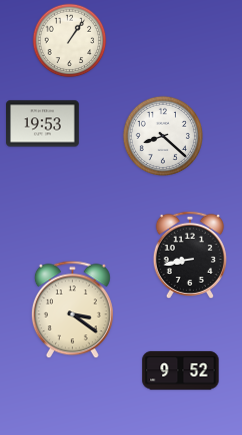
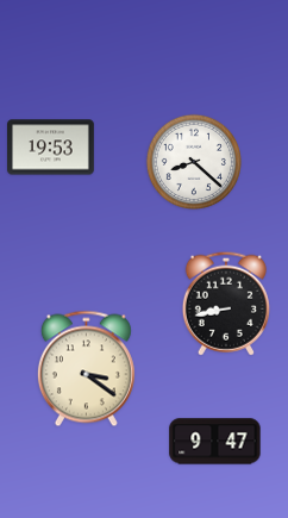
clock at (70, 41): 1:06 -> none
clock at (181, 371): 9:52 -> 9:47
